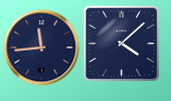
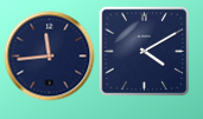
clock at (121, 43): 4:08 -> 4:10
